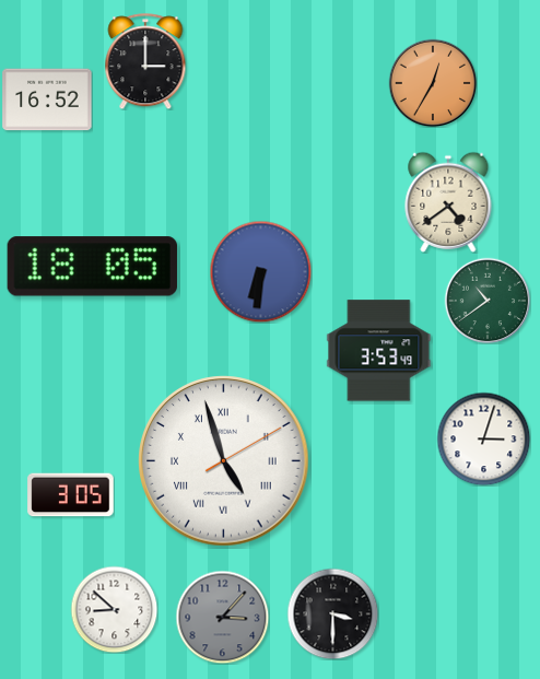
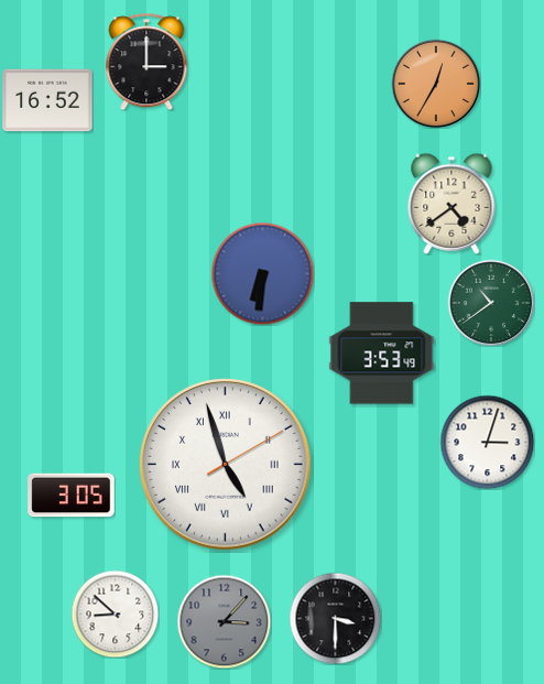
clock at (92, 267): 18:05 -> none
clock at (71, 495) position: (71, 495) -> (72, 496)
